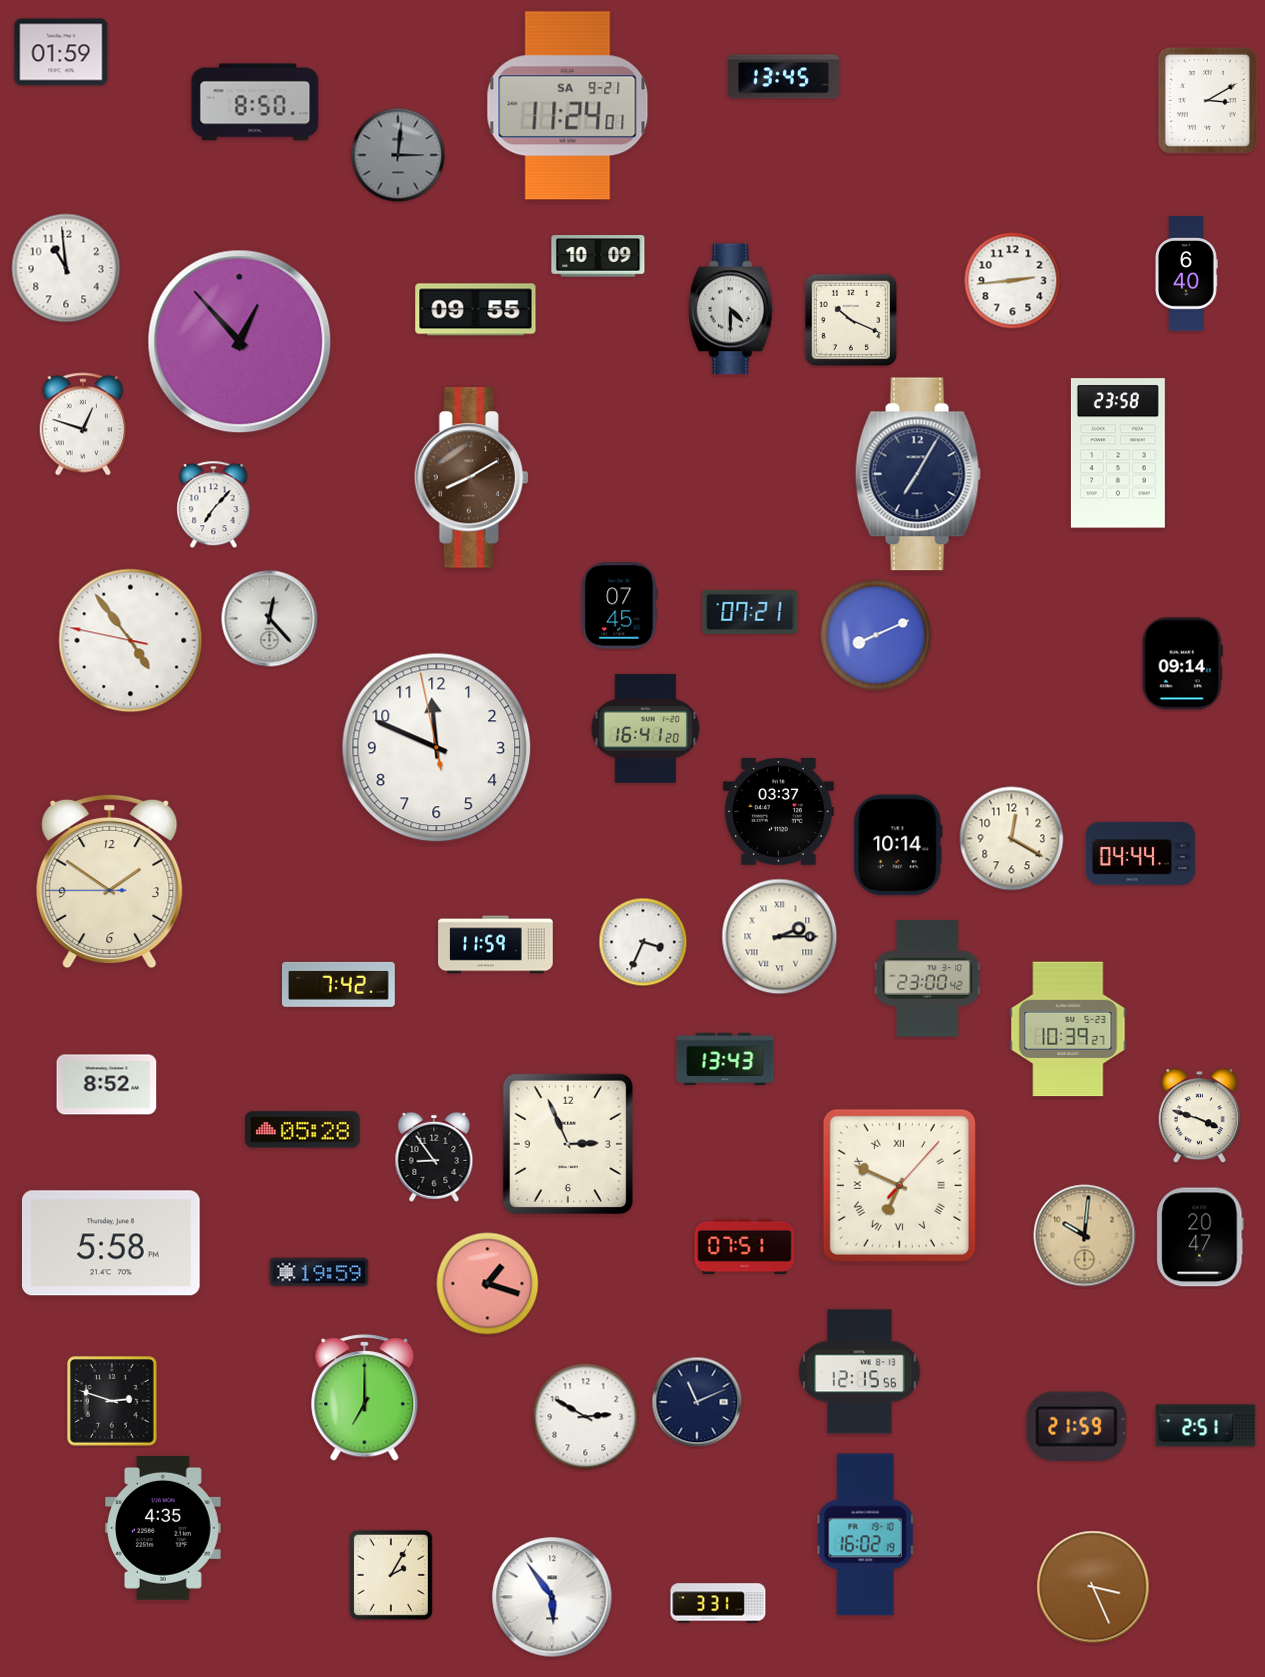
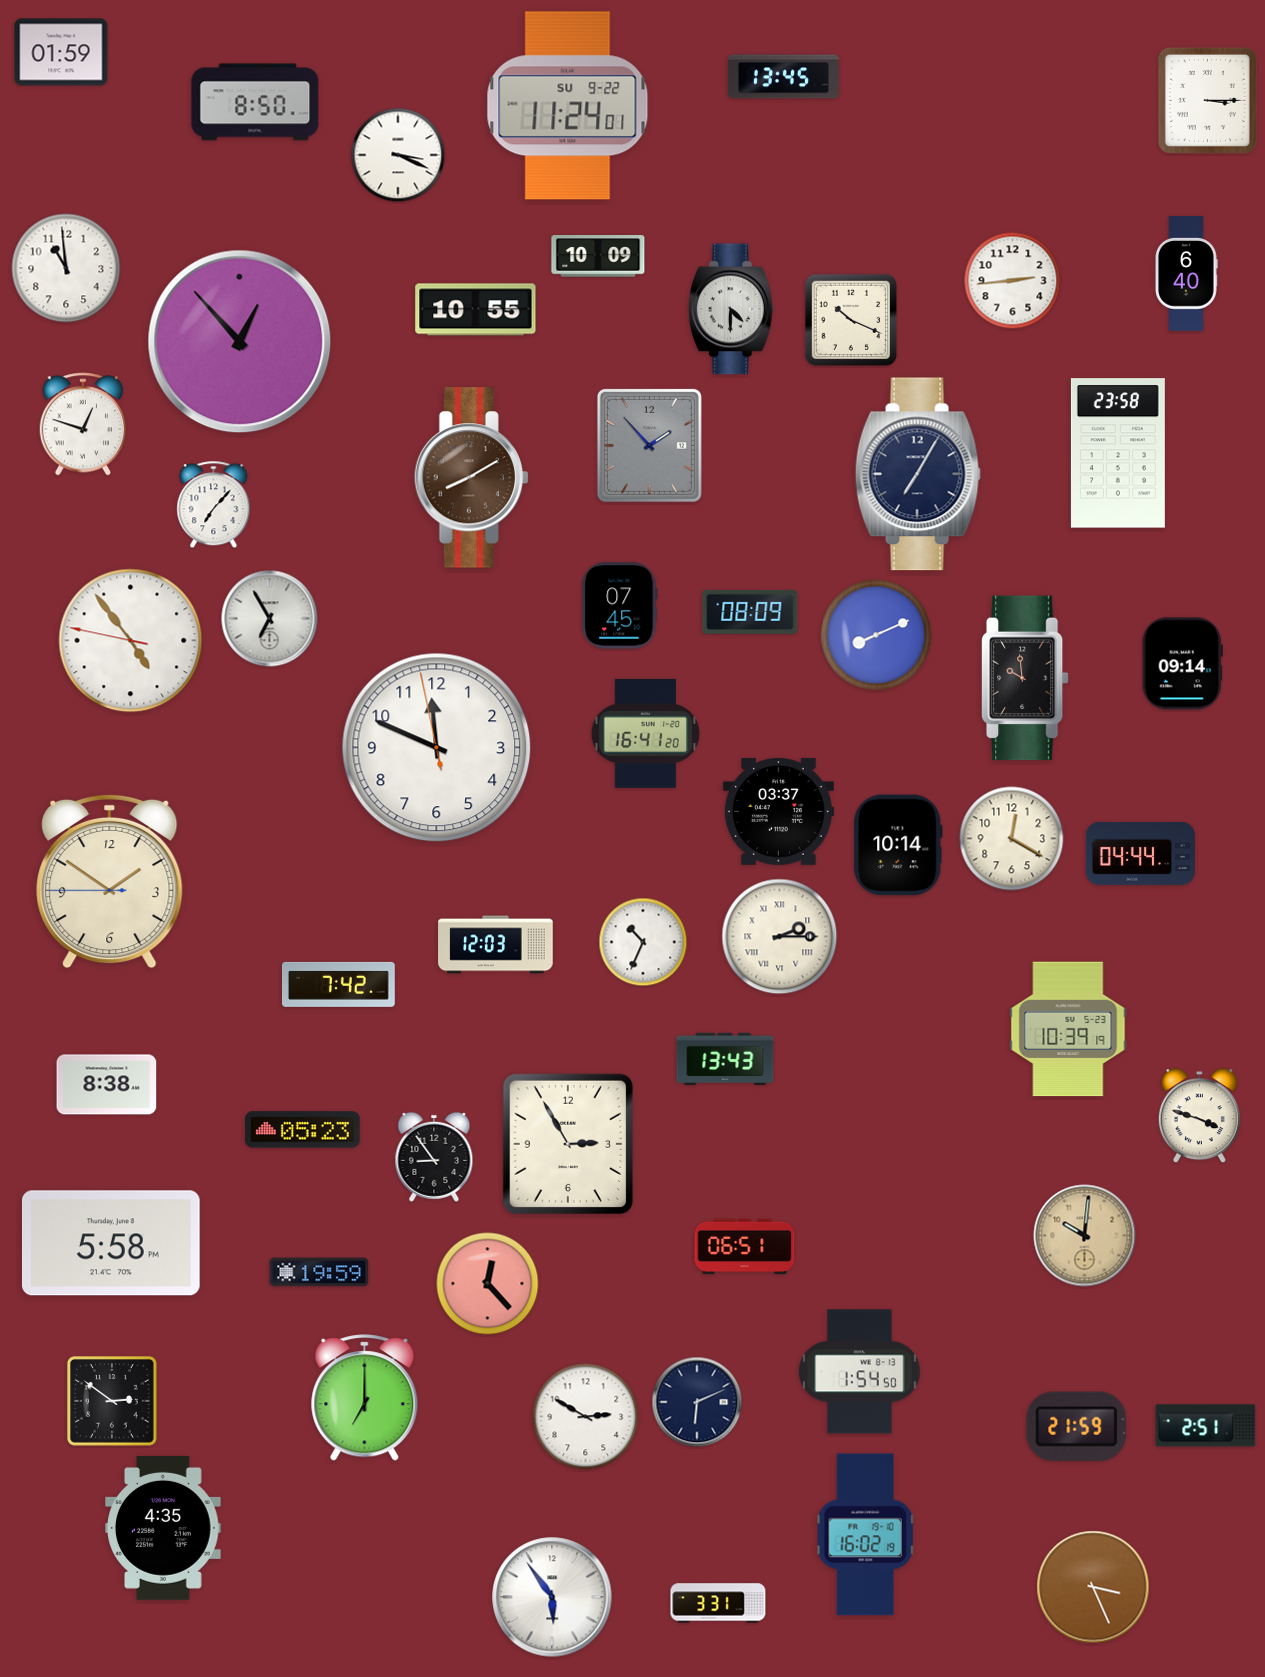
clock at (1207, 100): 3:10 -> 3:15
clock at (568, 106) date: SA 9-21 -> SU 9-22
clock at (398, 155): 3:01 -> 3:19
clock at (398, 155) dial: grey -> white
clock at (476, 310): 09:55 -> 10:55
clock at (649, 445): none -> 1:53
clock at (750, 612): 07:21 -> 08:09
clock at (270, 619): 12:23 -> 6:55
clock at (1025, 678): none -> 9:59
clock at (645, 729) position: (645, 729) -> (645, 734)
clock at (643, 942): 3:34 -> 10:34
clock at (496, 945): 11:59 -> 12:03
clock at (928, 979): 23:00 -> none
clock at (1068, 1029): 10:39:27 -> 10:39:19
clock at (107, 1085): 8:52 -> 8:38
clock at (303, 1130): 05:28 -> 05:23
clock at (568, 1144): 2:56 -> 2:55
clock at (899, 1185): 6:49 -> none
clock at (1200, 1237): 20:47 -> none
clock at (745, 1247): 07:51 -> 06:51
clock at (488, 1284): 1:18 -> 12:23
clock at (860, 1372): 12:15 -> 1:54
clock at (113, 1402): 2:48 -> 2:51
clock at (697, 1402): 11:11 -> 6:11
clock at (391, 1575): 2:05 -> none
